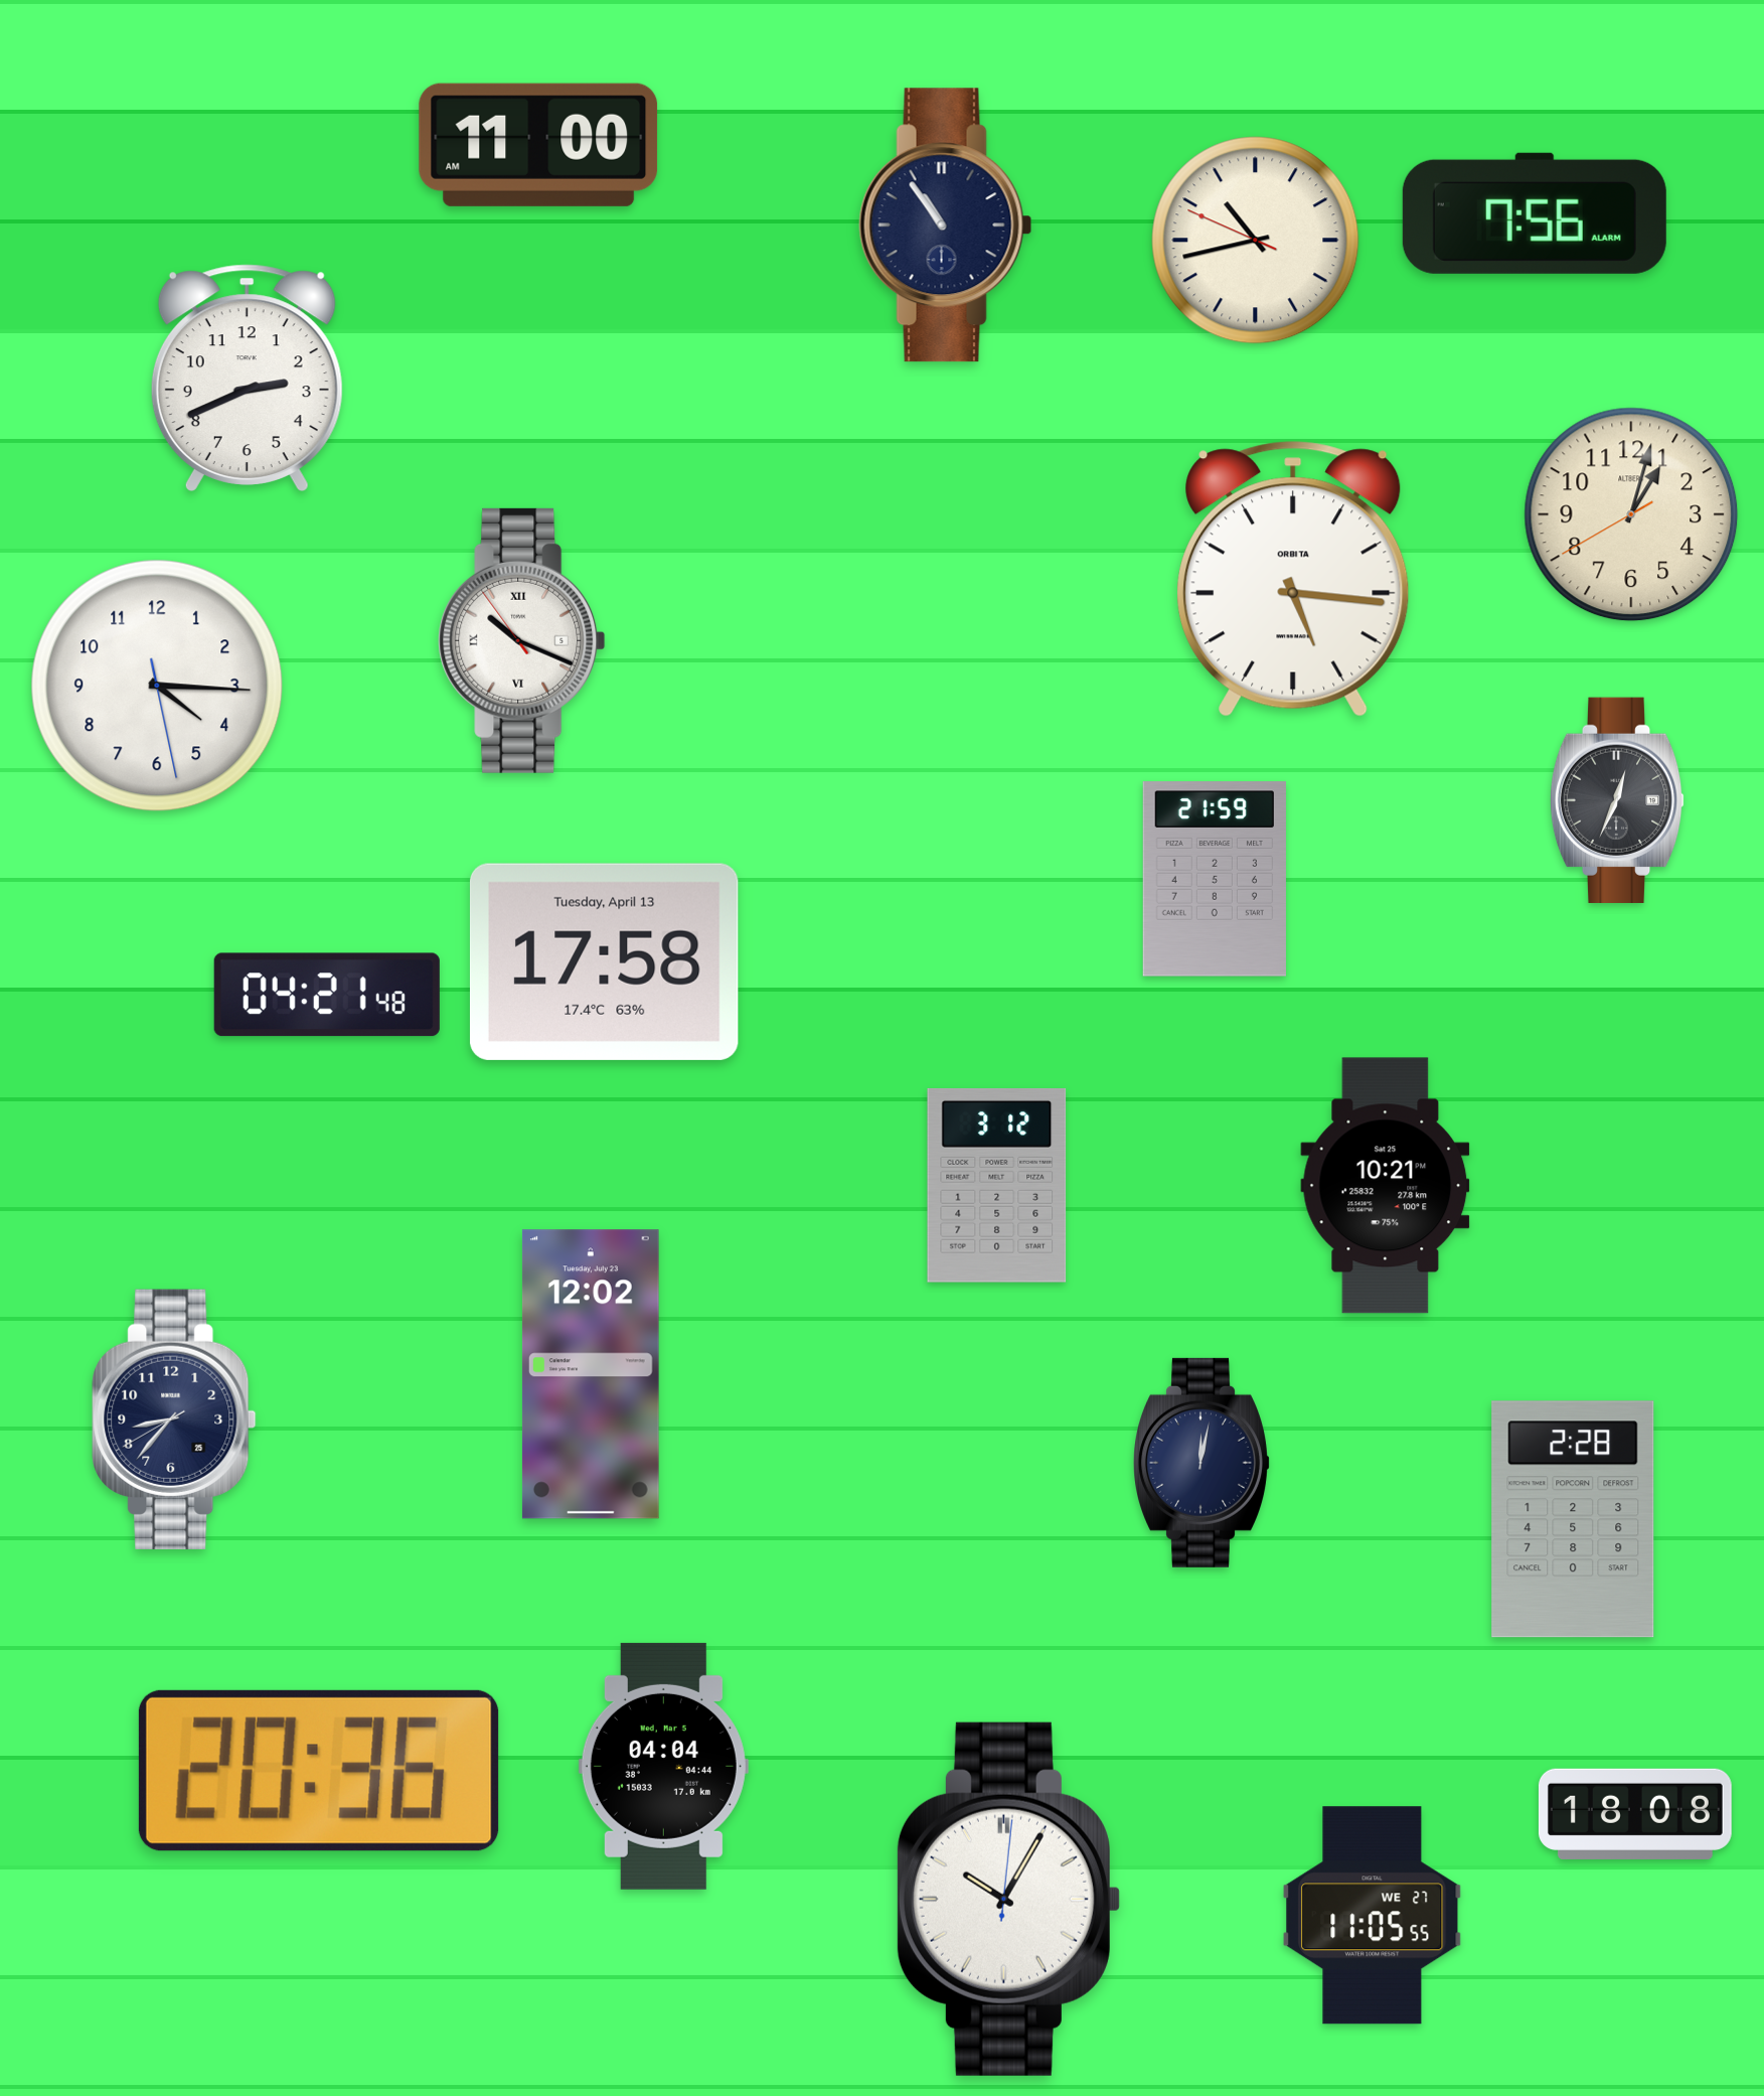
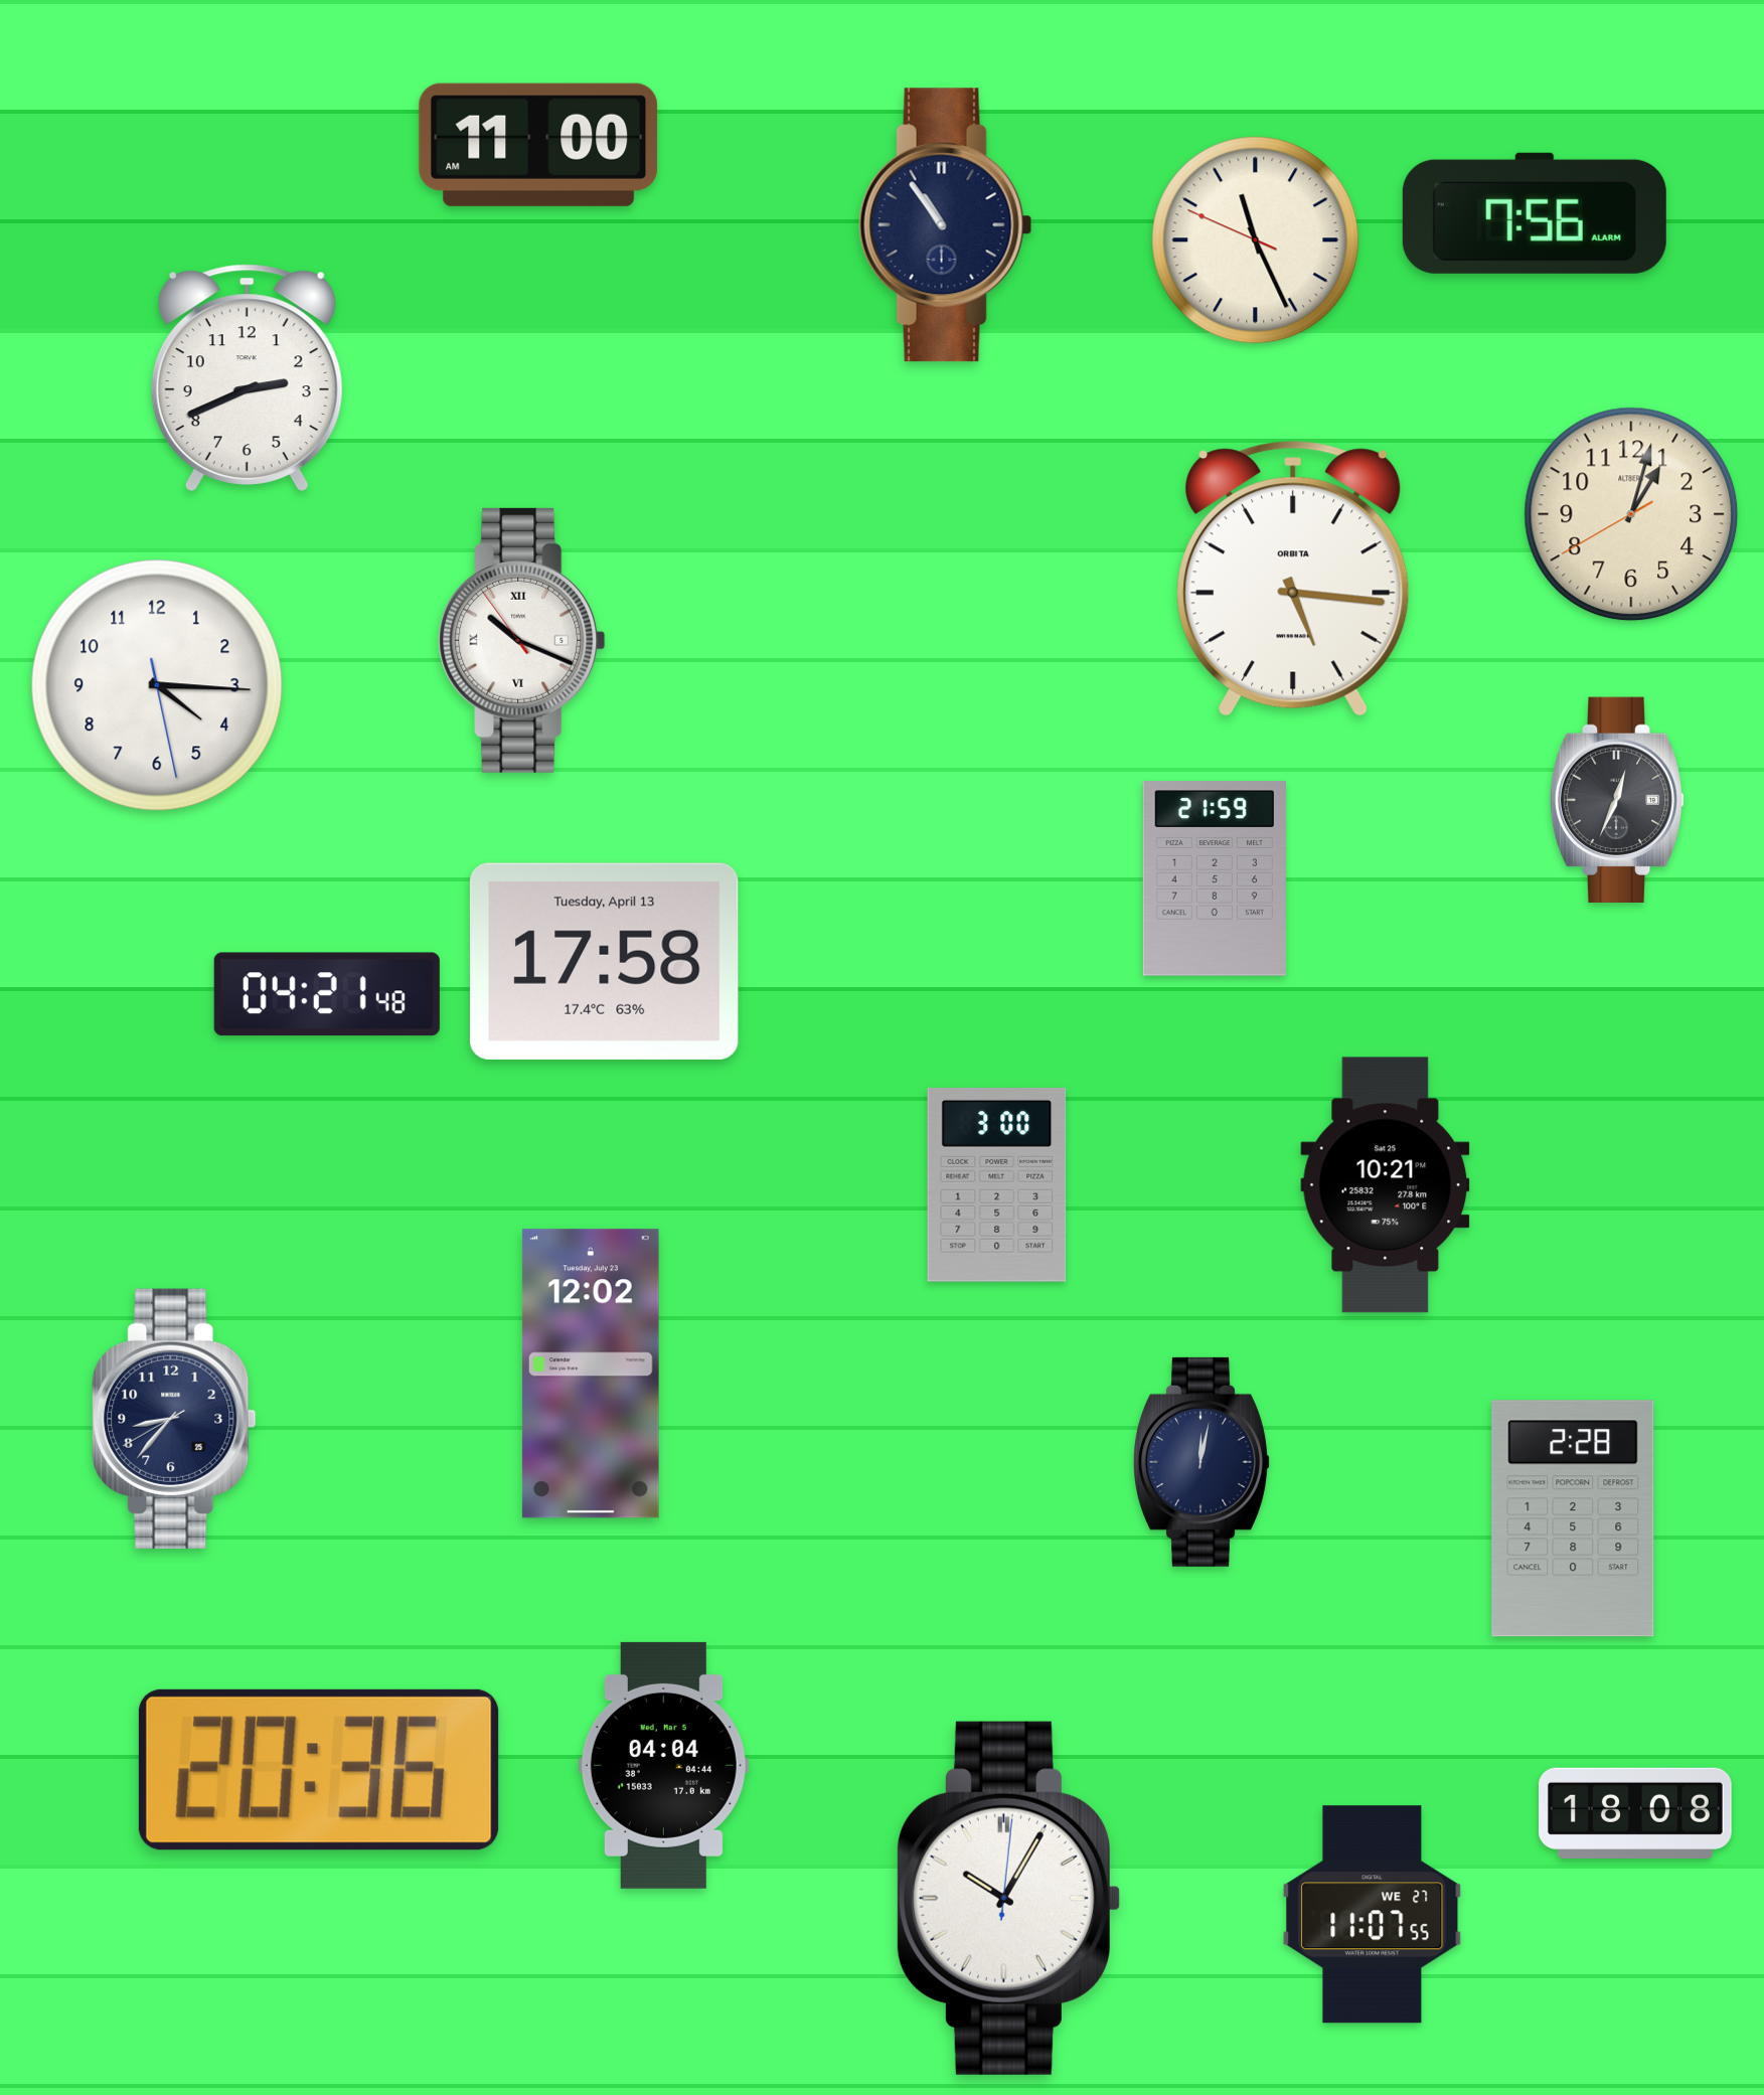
clock at (1256, 241): 10:42 -> 11:25
clock at (997, 1185): 3:12 -> 3:00
clock at (1373, 1916): 11:05 -> 11:07
